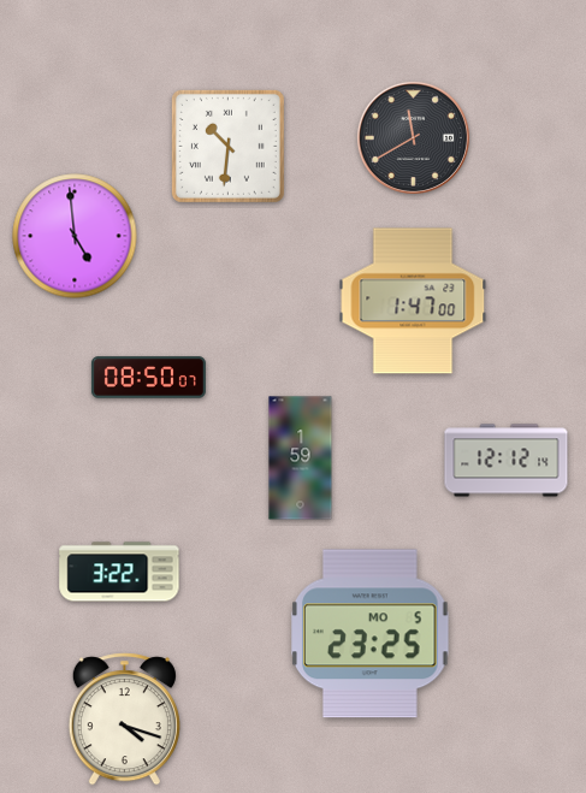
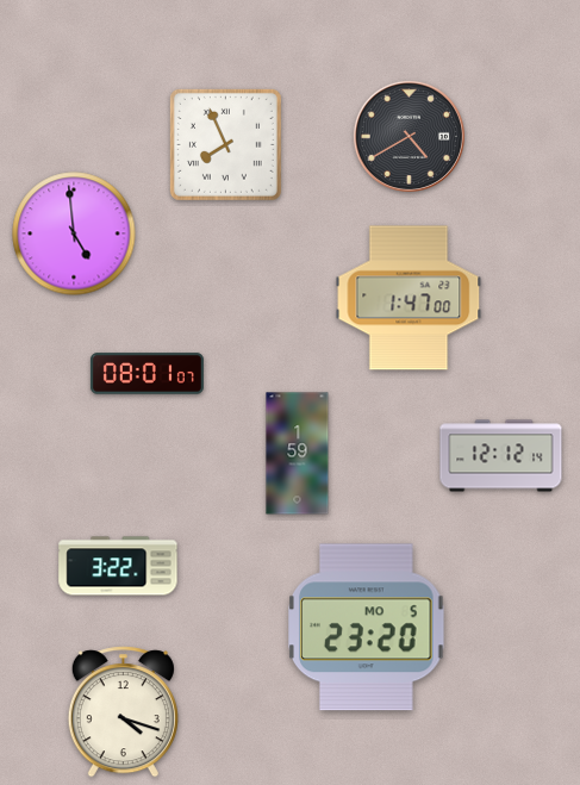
clock at (413, 137): 11:40 -> 4:40
clock at (227, 146): 10:31 -> 7:56
clock at (148, 378): 08:50 -> 08:01
clock at (371, 634): 23:25 -> 23:20
